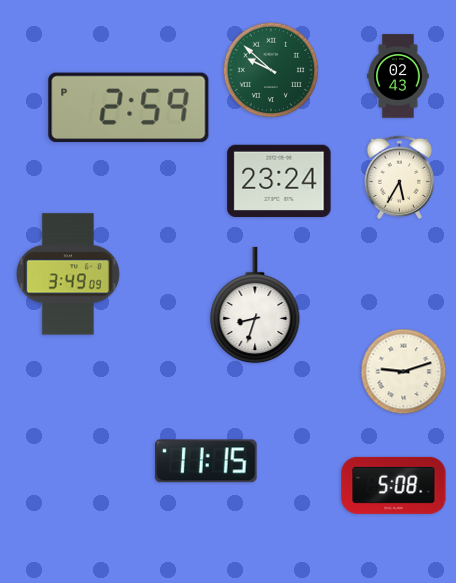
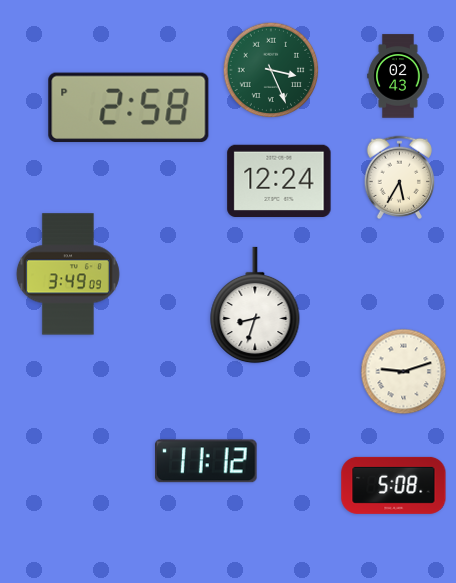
clock at (271, 70): 9:52 -> 3:26
clock at (129, 108): 2:59 -> 2:58
clock at (279, 181): 23:24 -> 12:24
clock at (207, 461): 11:15 -> 11:12
